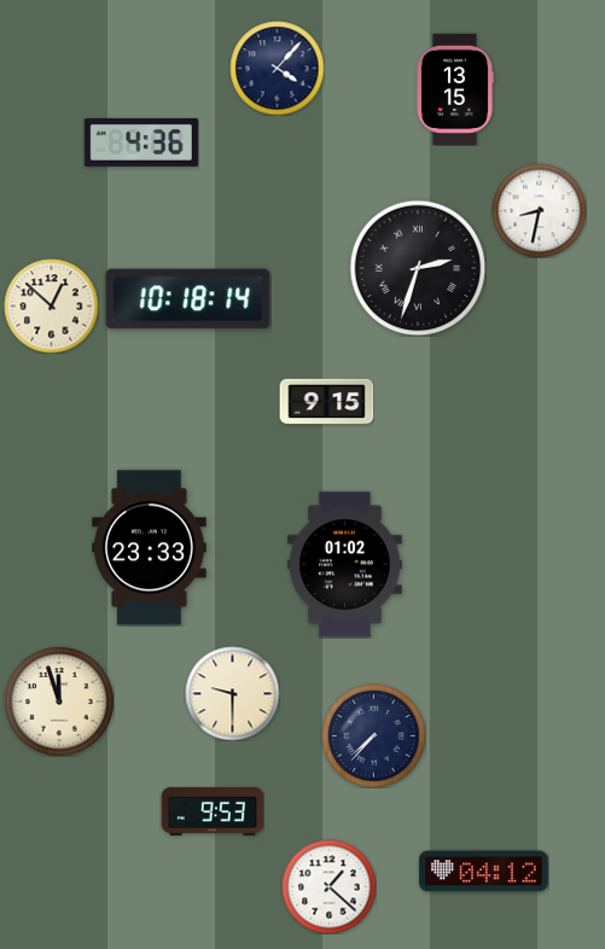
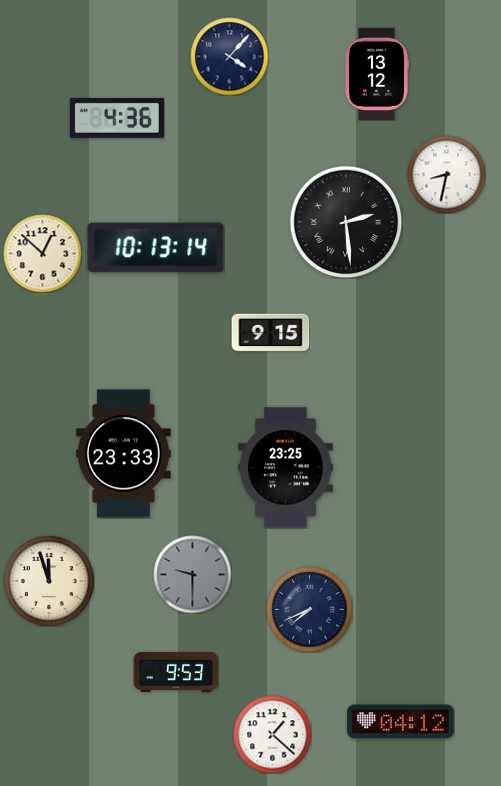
clock at (455, 89): 13:15 -> 13:12
clock at (418, 268): 2:33 -> 2:29
clock at (188, 299): 10:18 -> 10:13
clock at (344, 565): 01:02 -> 23:25
clock at (232, 693) dial: cream -> grey
clock at (373, 735): 7:37 -> 7:41
